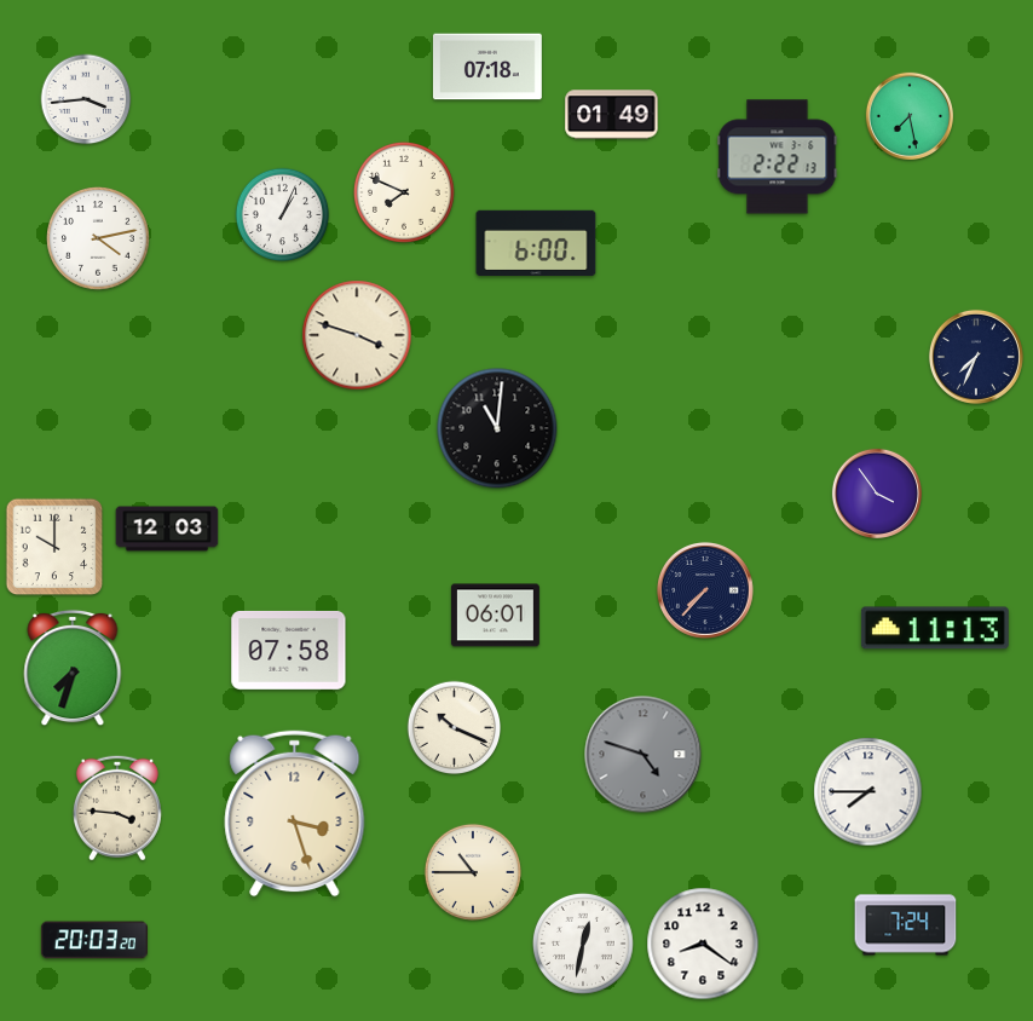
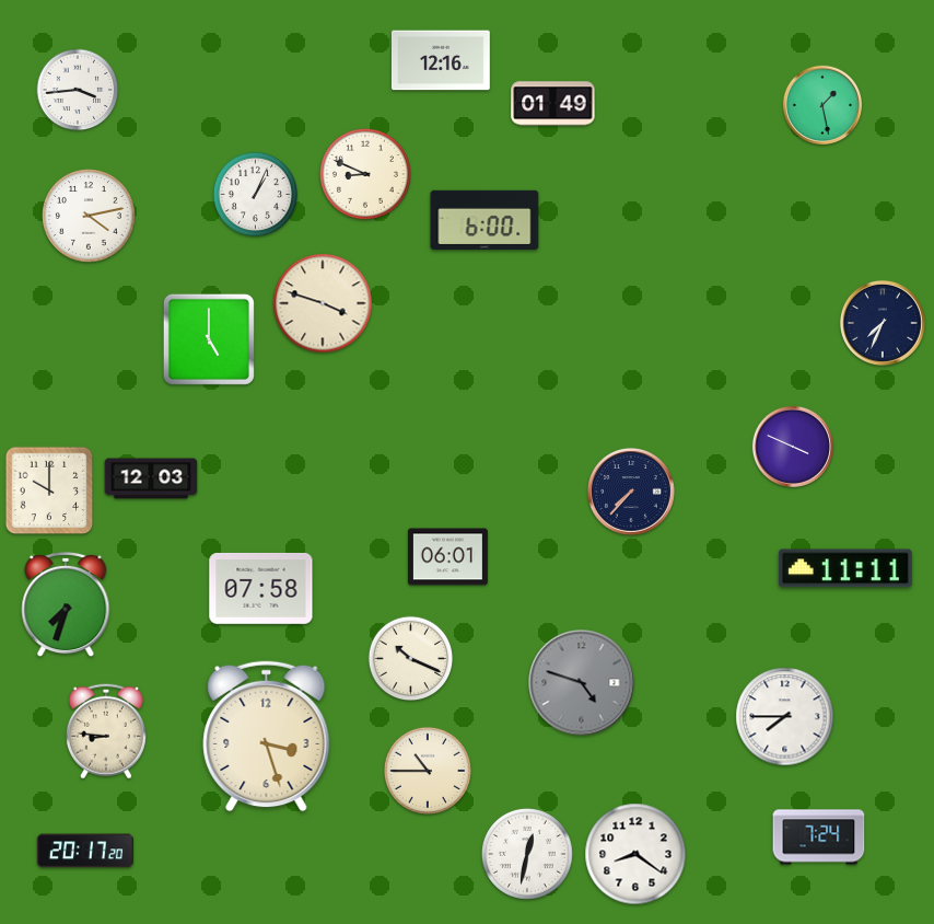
clock at (487, 67): 07:18 -> 12:16
clock at (908, 115): 7:28 -> 1:28
clock at (778, 157): 2:22 -> none
clock at (404, 192): 7:49 -> 8:49
clock at (209, 339): none -> 5:00
clock at (497, 428): 11:01 -> none
clock at (877, 494): 3:54 -> 3:49
clock at (54, 547) position: (54, 547) -> (49, 490)
clock at (705, 590) position: (705, 590) -> (631, 492)
clock at (935, 628): 11:13 -> 11:11
clock at (117, 808): 3:46 -> 8:46
clock at (473, 872) position: (473, 872) -> (428, 771)
clock at (94, 940): 20:03 -> 20:17
